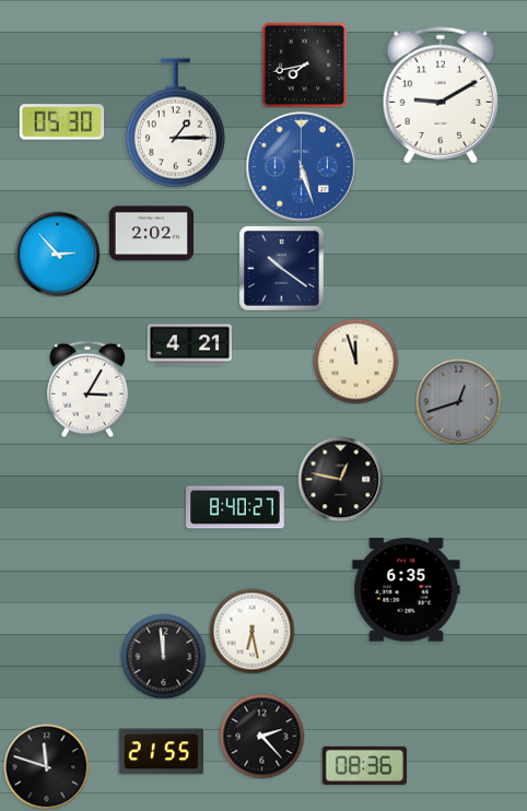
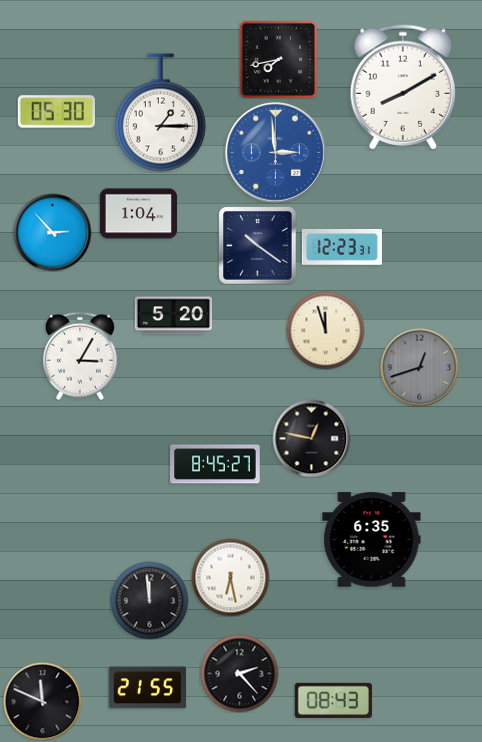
clock at (440, 95): 9:10 -> 8:10
clock at (301, 166): 5:27 -> 2:59
clock at (151, 234): 2:02 -> 1:04
clock at (342, 248): none -> 12:23
clock at (189, 345): 4:21 -> 5:20
clock at (235, 507): 8:40 -> 8:45
clock at (364, 765): 08:36 -> 08:43
clock at (46, 766): 11:48 -> 11:49
